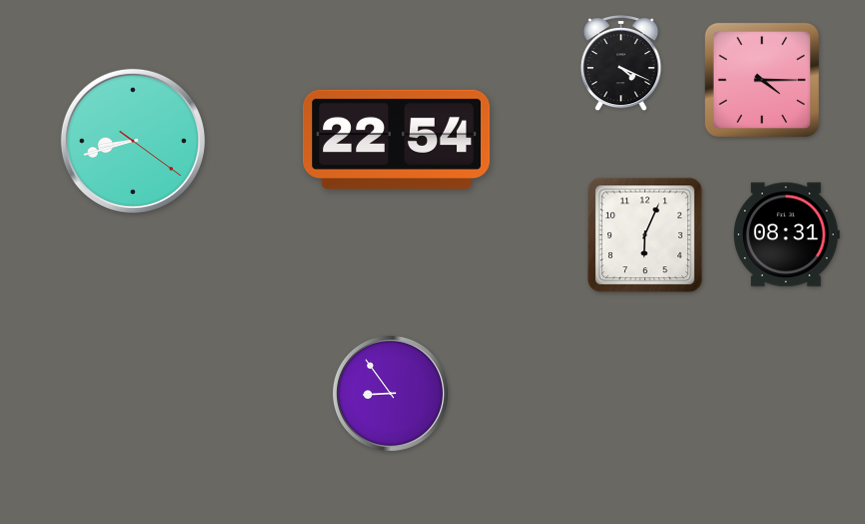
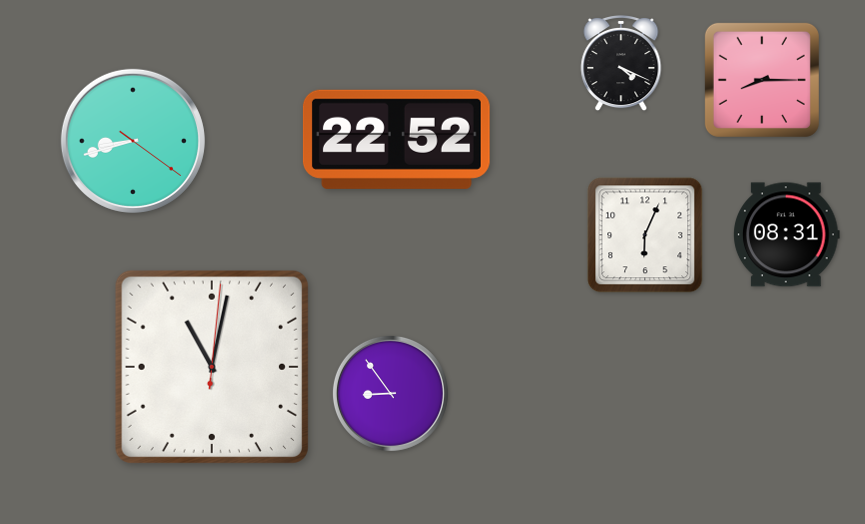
clock at (762, 80): 4:15 -> 8:15
clock at (396, 139): 22:54 -> 22:52
clock at (212, 367): none -> 11:02
